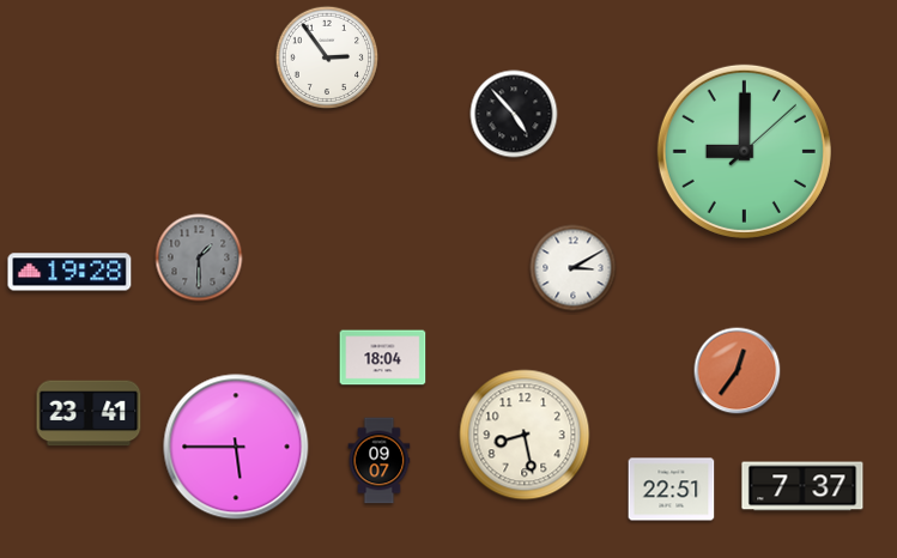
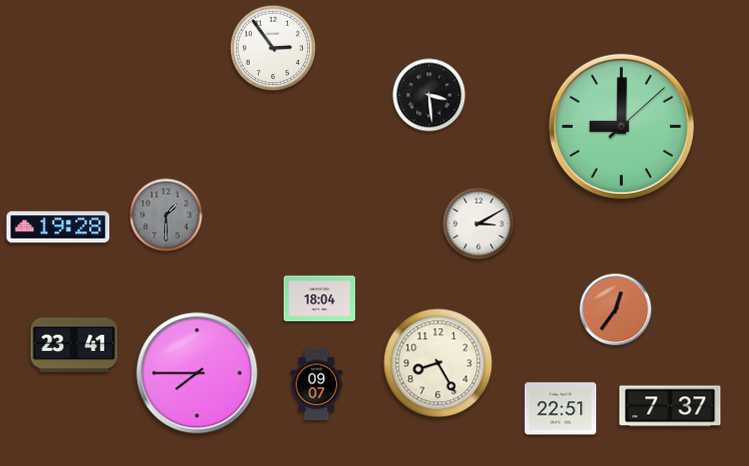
clock at (514, 114): 4:53 -> 3:29
clock at (525, 435): 8:28 -> 8:25
clock at (236, 447): 5:45 -> 7:45
